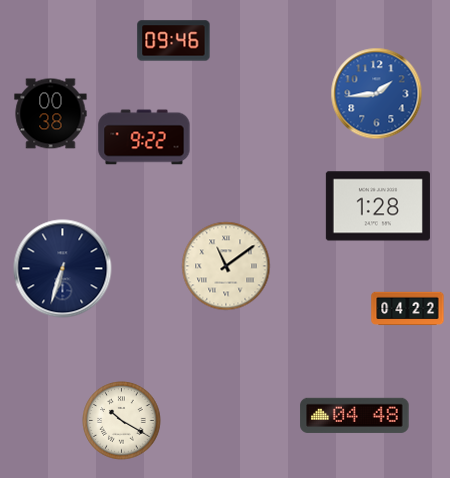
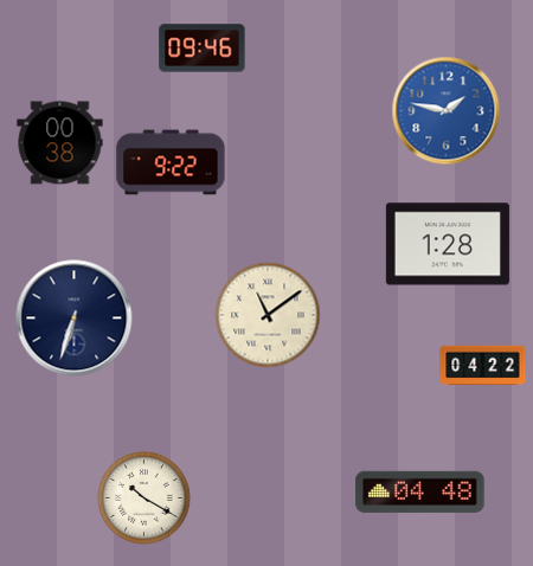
clock at (174, 41) position: (174, 41) -> (203, 49)
clock at (377, 94): 1:44 -> 1:47
clock at (51, 114) position: (51, 114) -> (60, 143)
